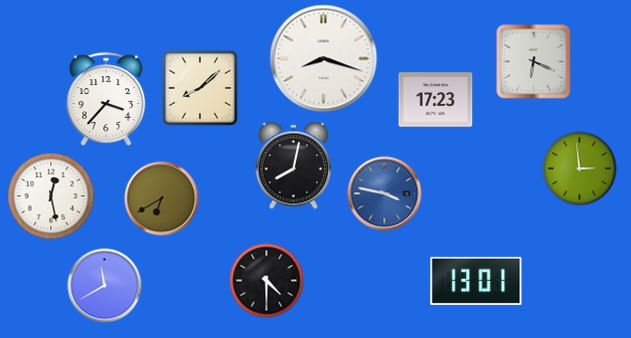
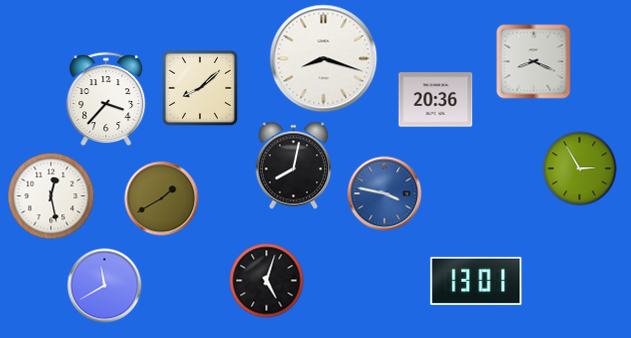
clock at (534, 62): 6:19 -> 8:19
clock at (436, 100): 17:23 -> 20:36
clock at (580, 169): 2:59 -> 2:55
clock at (162, 199): 6:40 -> 1:40
clock at (267, 281): 4:30 -> 5:03
